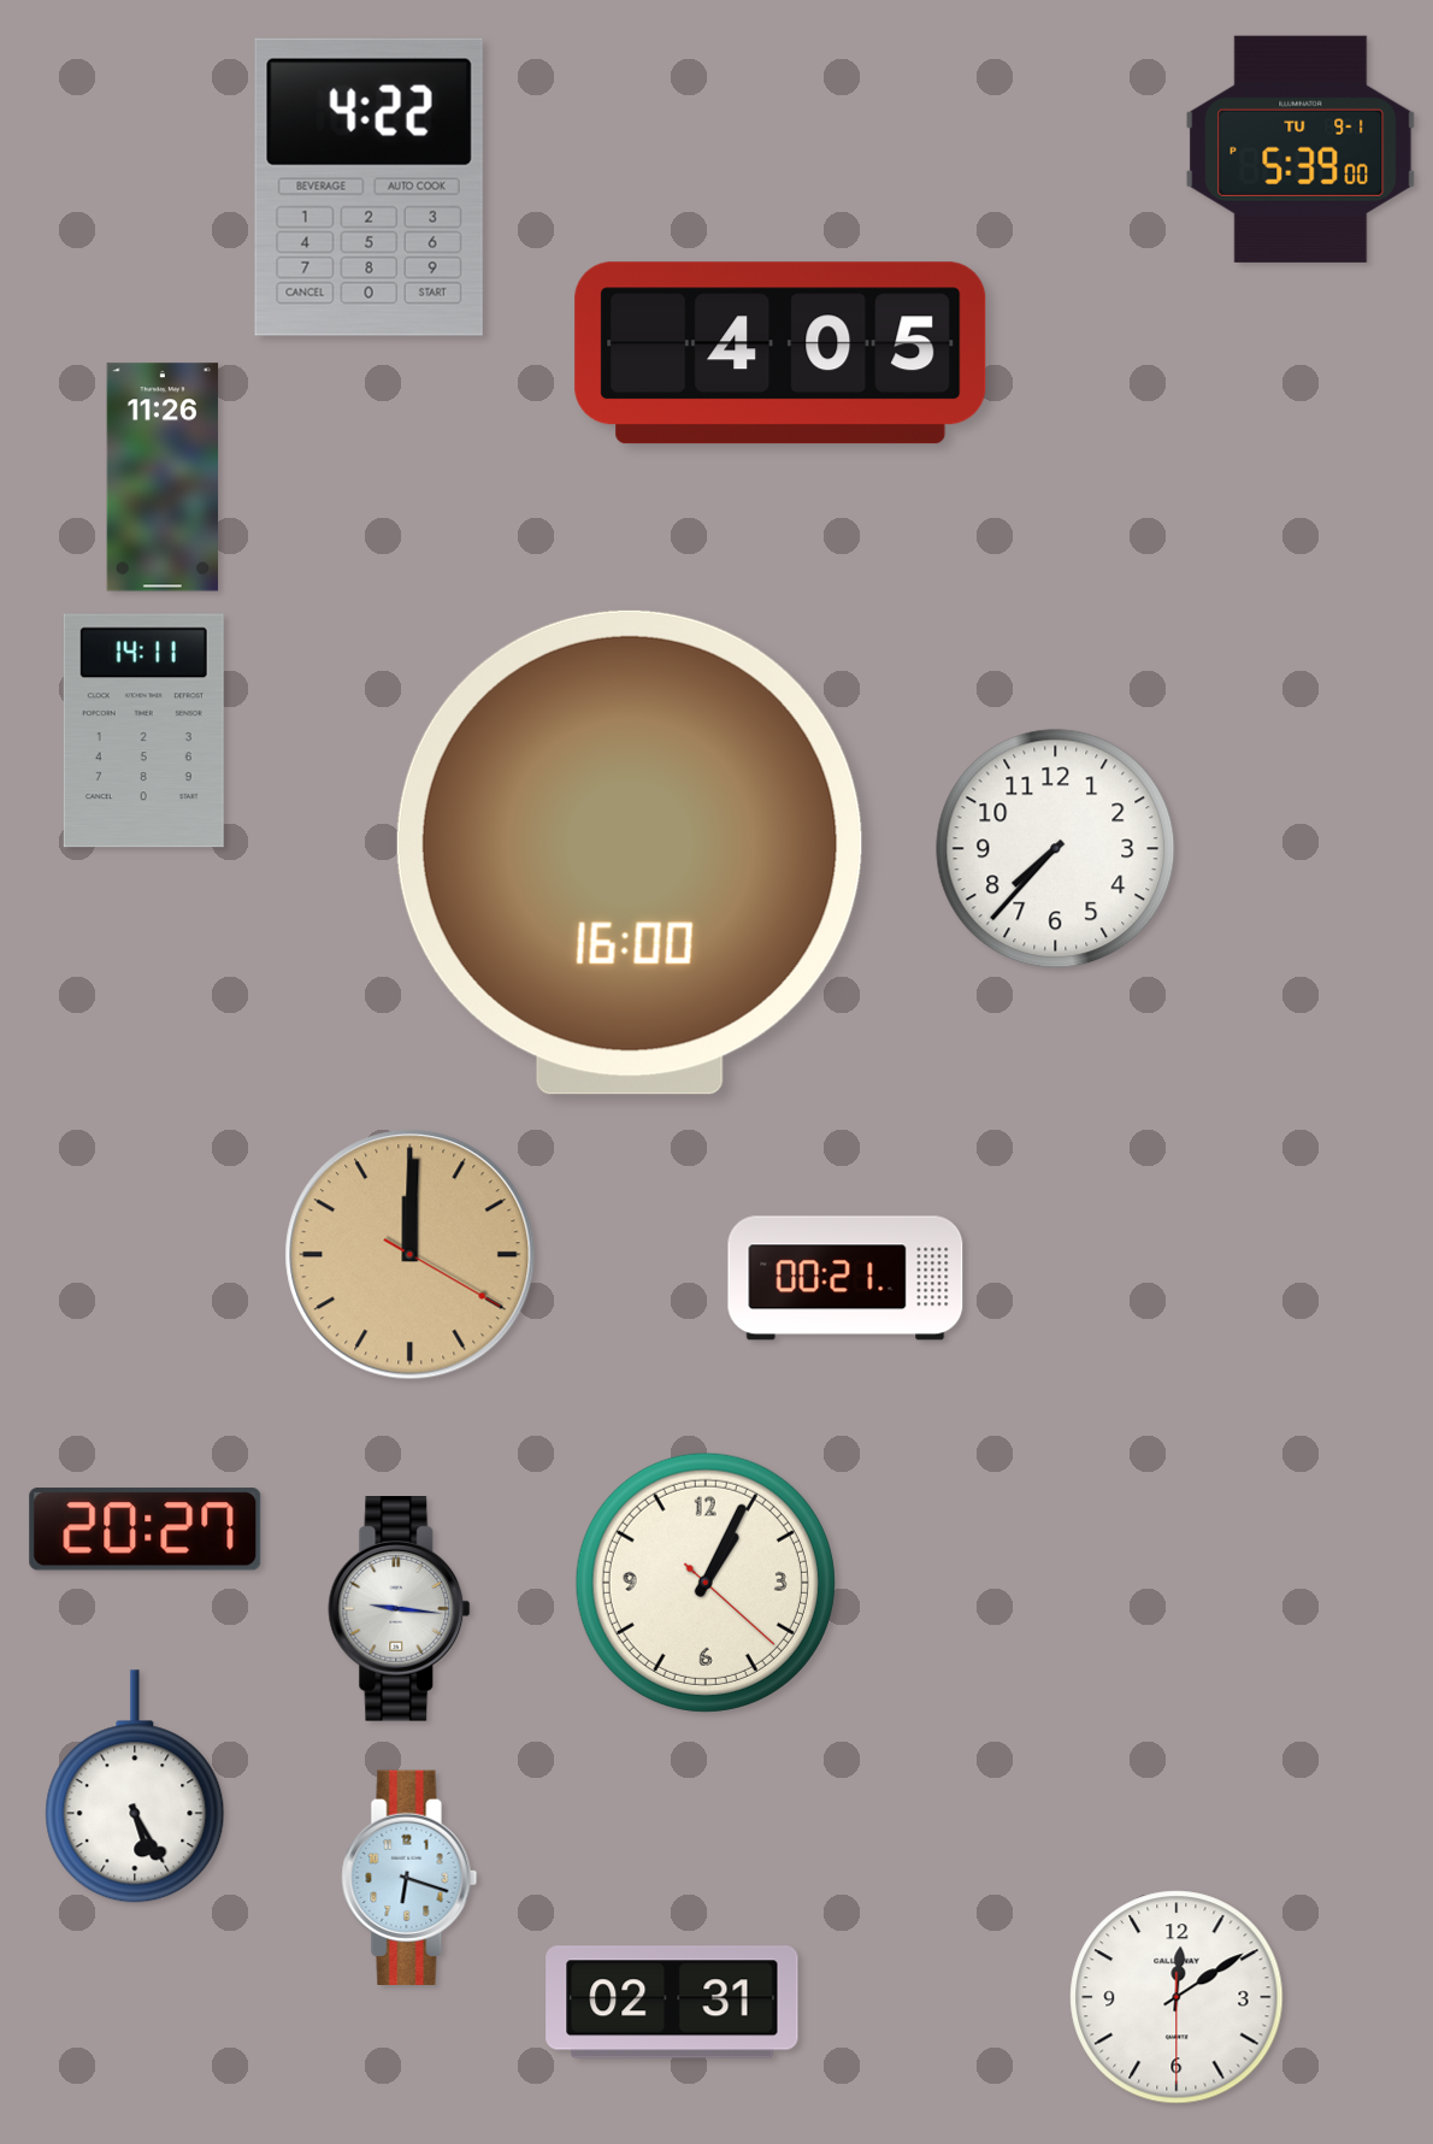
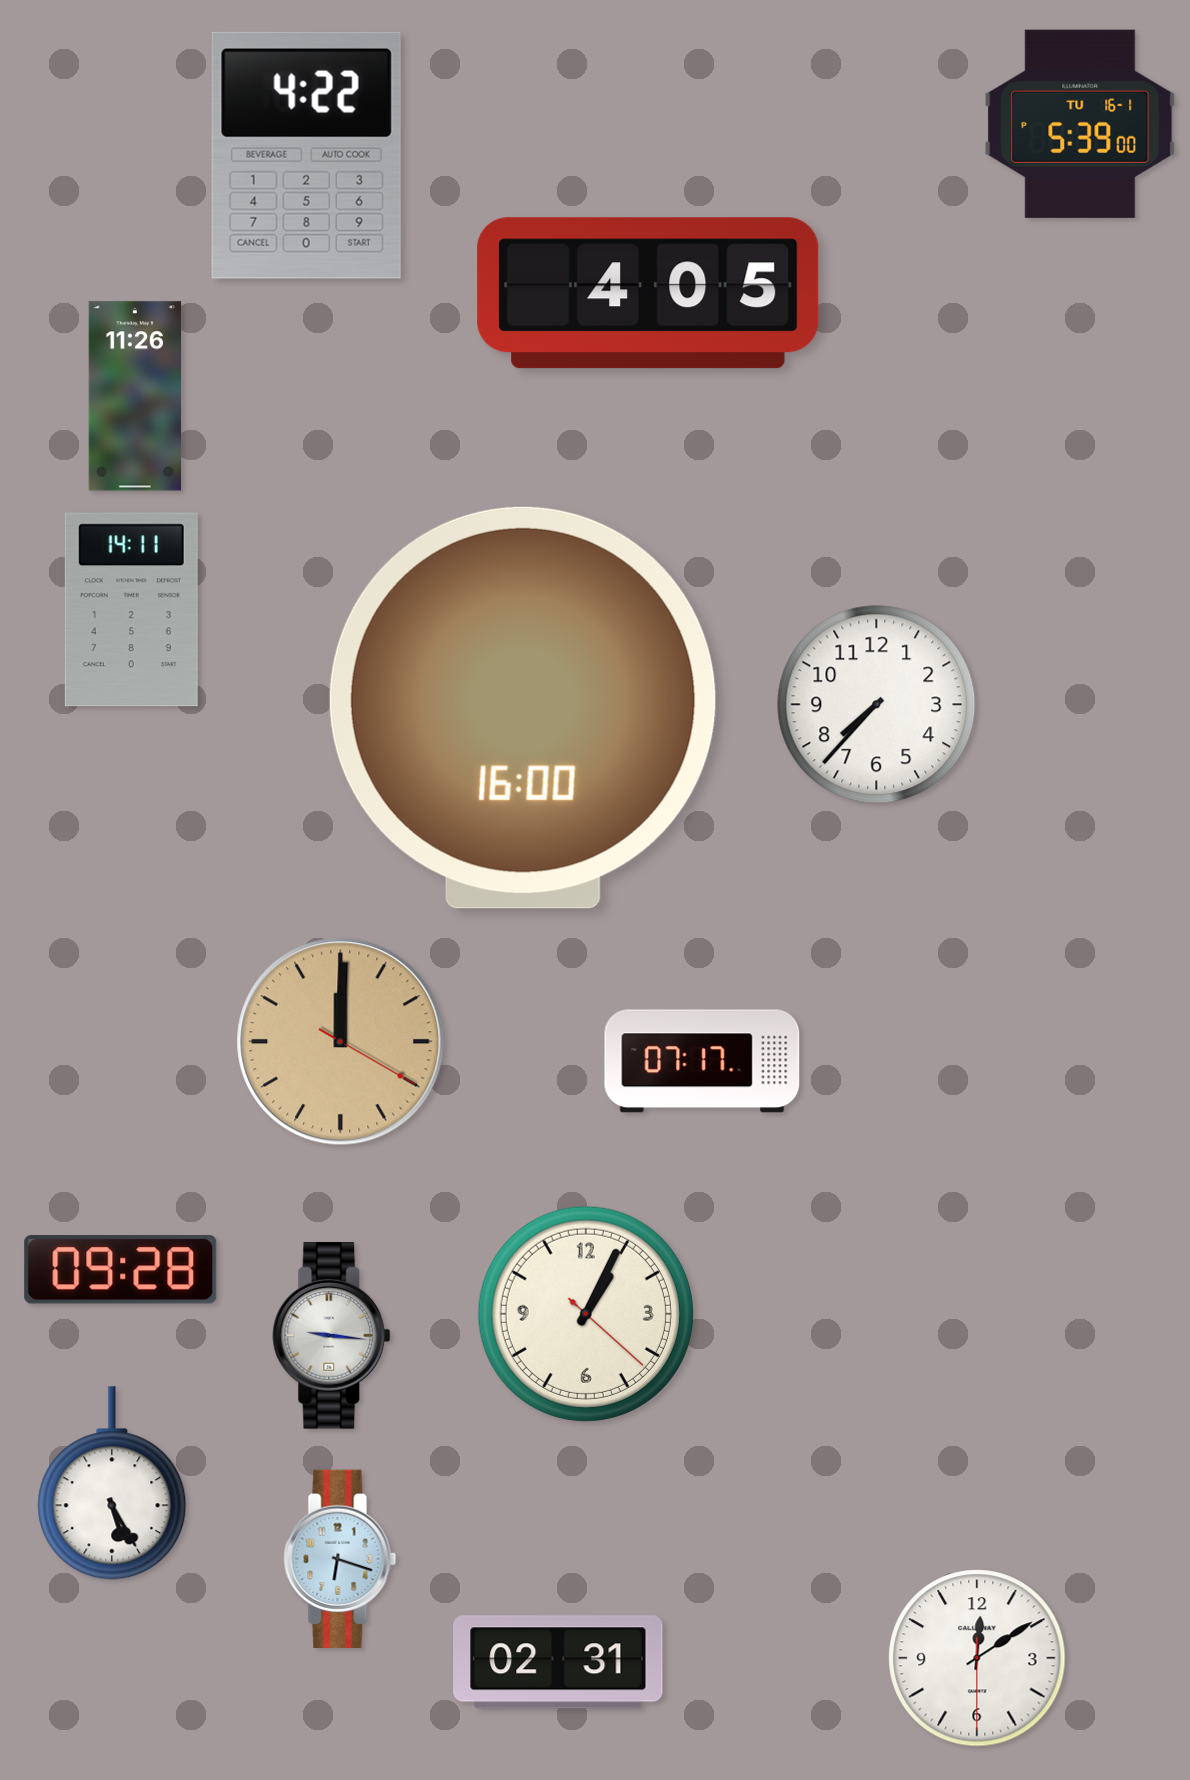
clock at (1301, 149) date: TU 9-1 -> TU 16-1
clock at (143, 731) position: (143, 731) -> (131, 610)
clock at (845, 1278): 00:21 -> 07:17
clock at (146, 1530): 20:27 -> 09:28
